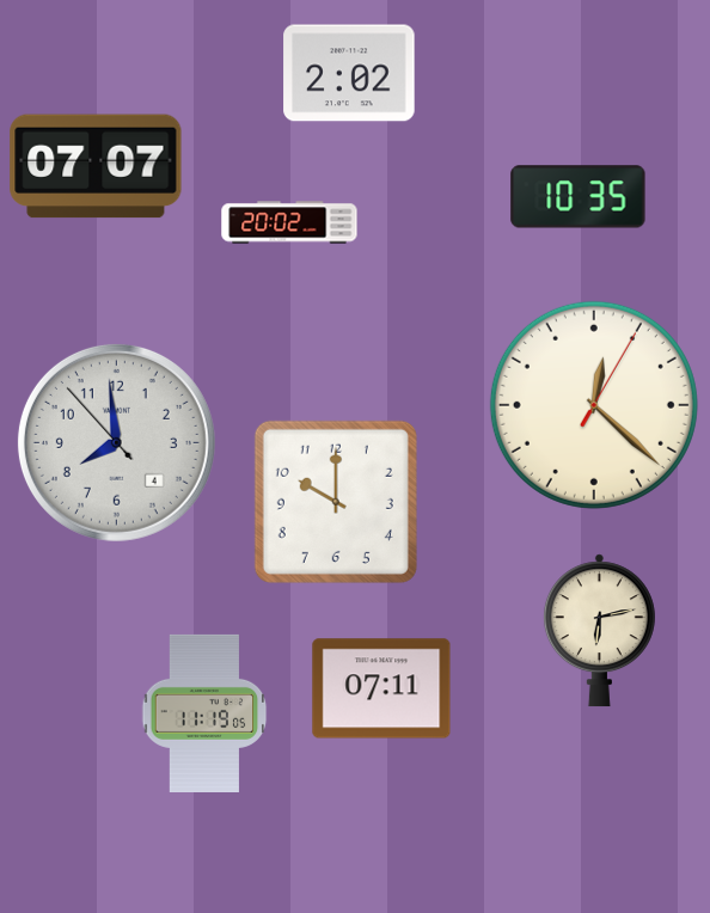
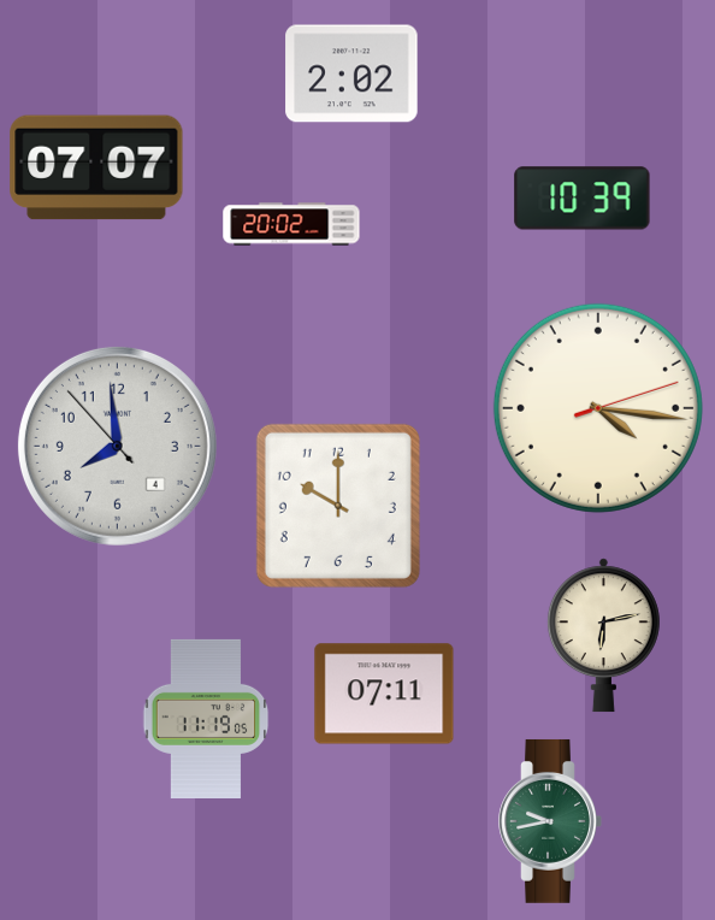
clock at (579, 197): 10:35 -> 10:39
clock at (594, 405): 12:22 -> 4:16
clock at (550, 821): none -> 9:43
